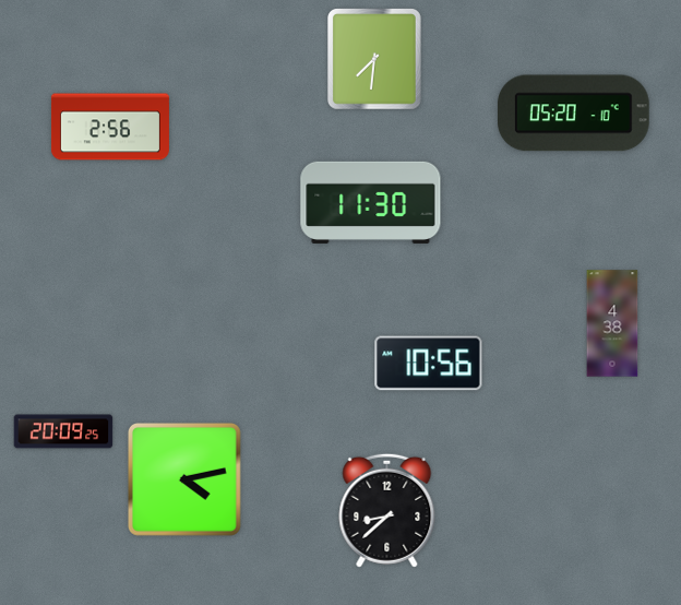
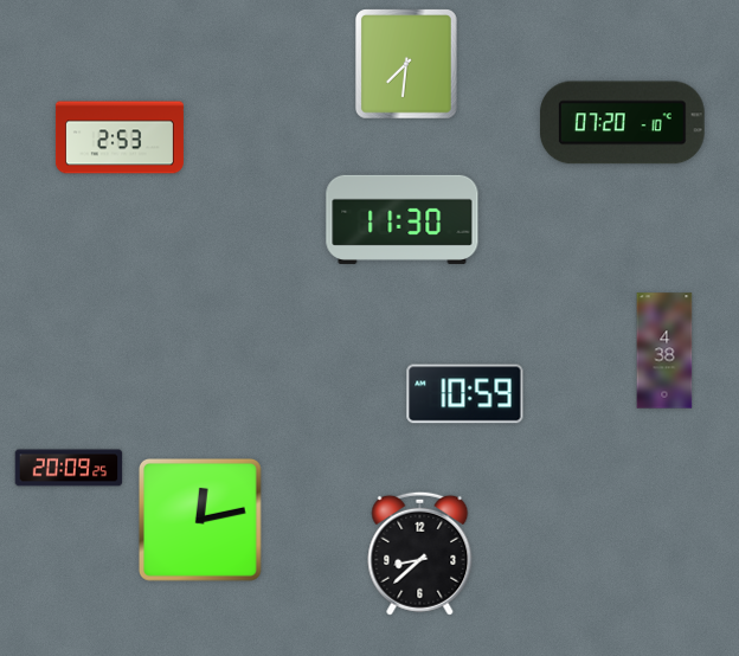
clock at (573, 114): 05:20 -> 07:20
clock at (110, 127): 2:56 -> 2:53
clock at (429, 364): 10:56 -> 10:59
clock at (186, 481): 4:13 -> 12:13
